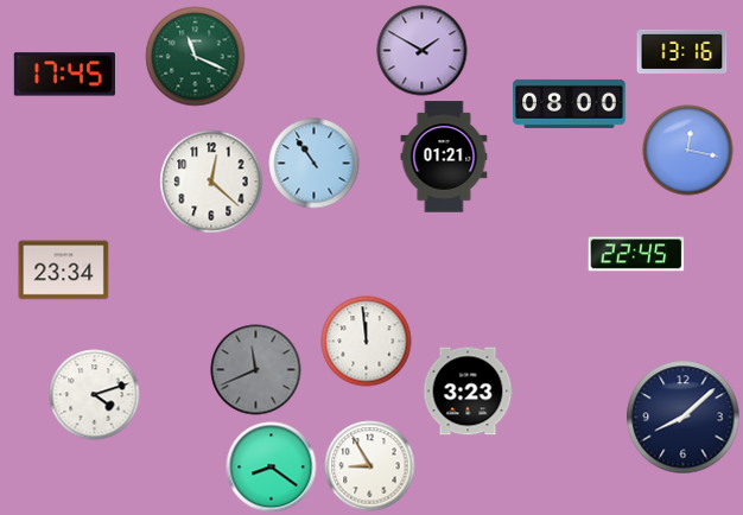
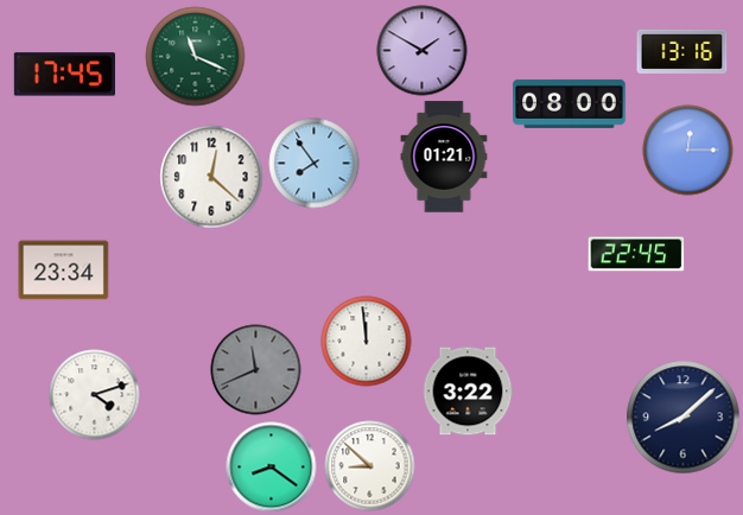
clock at (688, 151): 12:17 -> 12:15
clock at (315, 164): 10:54 -> 7:54
clock at (211, 182) position: (211, 182) -> (211, 177)
clock at (468, 392): 3:23 -> 3:22
clock at (370, 466): 8:55 -> 8:52
